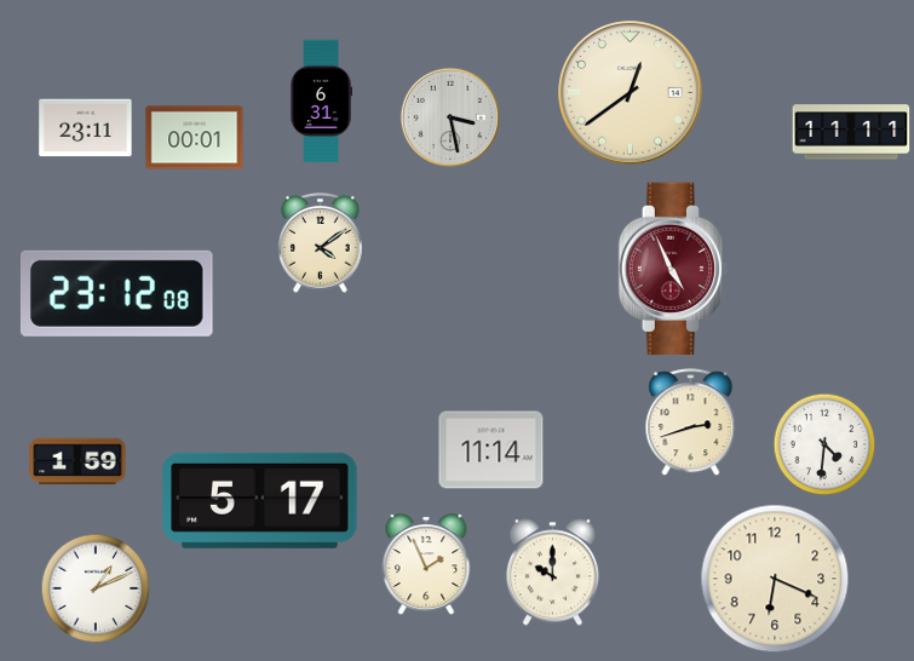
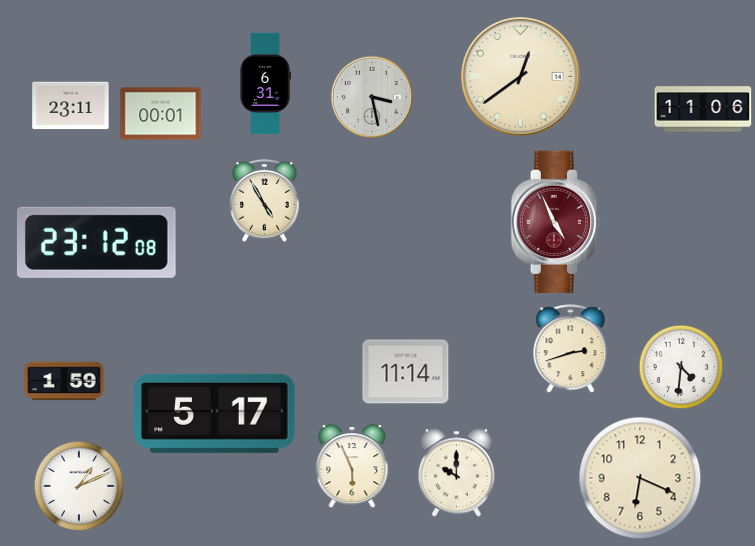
clock at (851, 132): 11:11 -> 11:06
clock at (321, 243): 4:09 -> 4:55
clock at (426, 564): 1:56 -> 5:56
